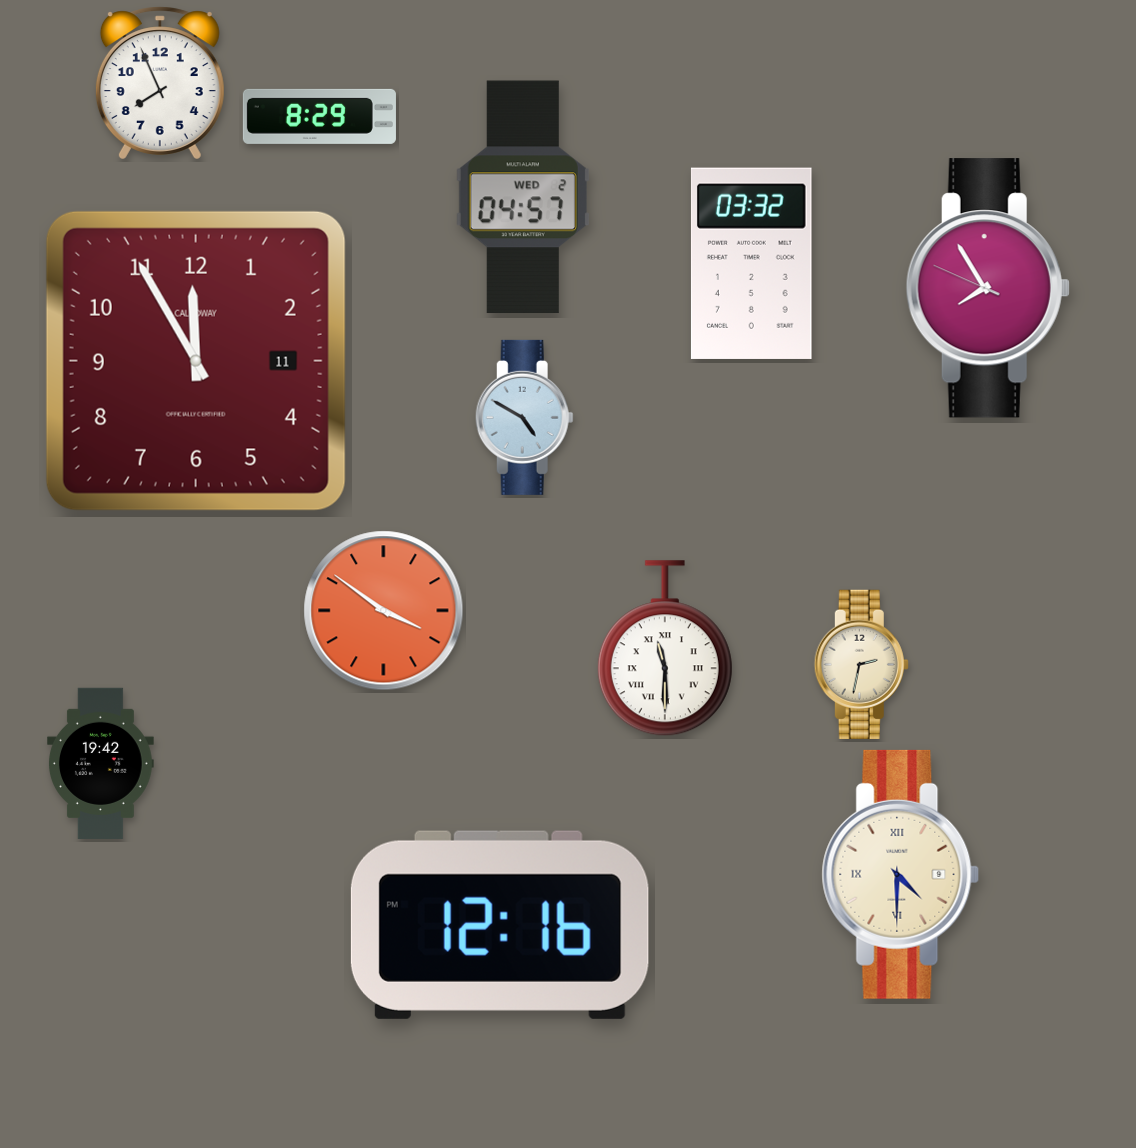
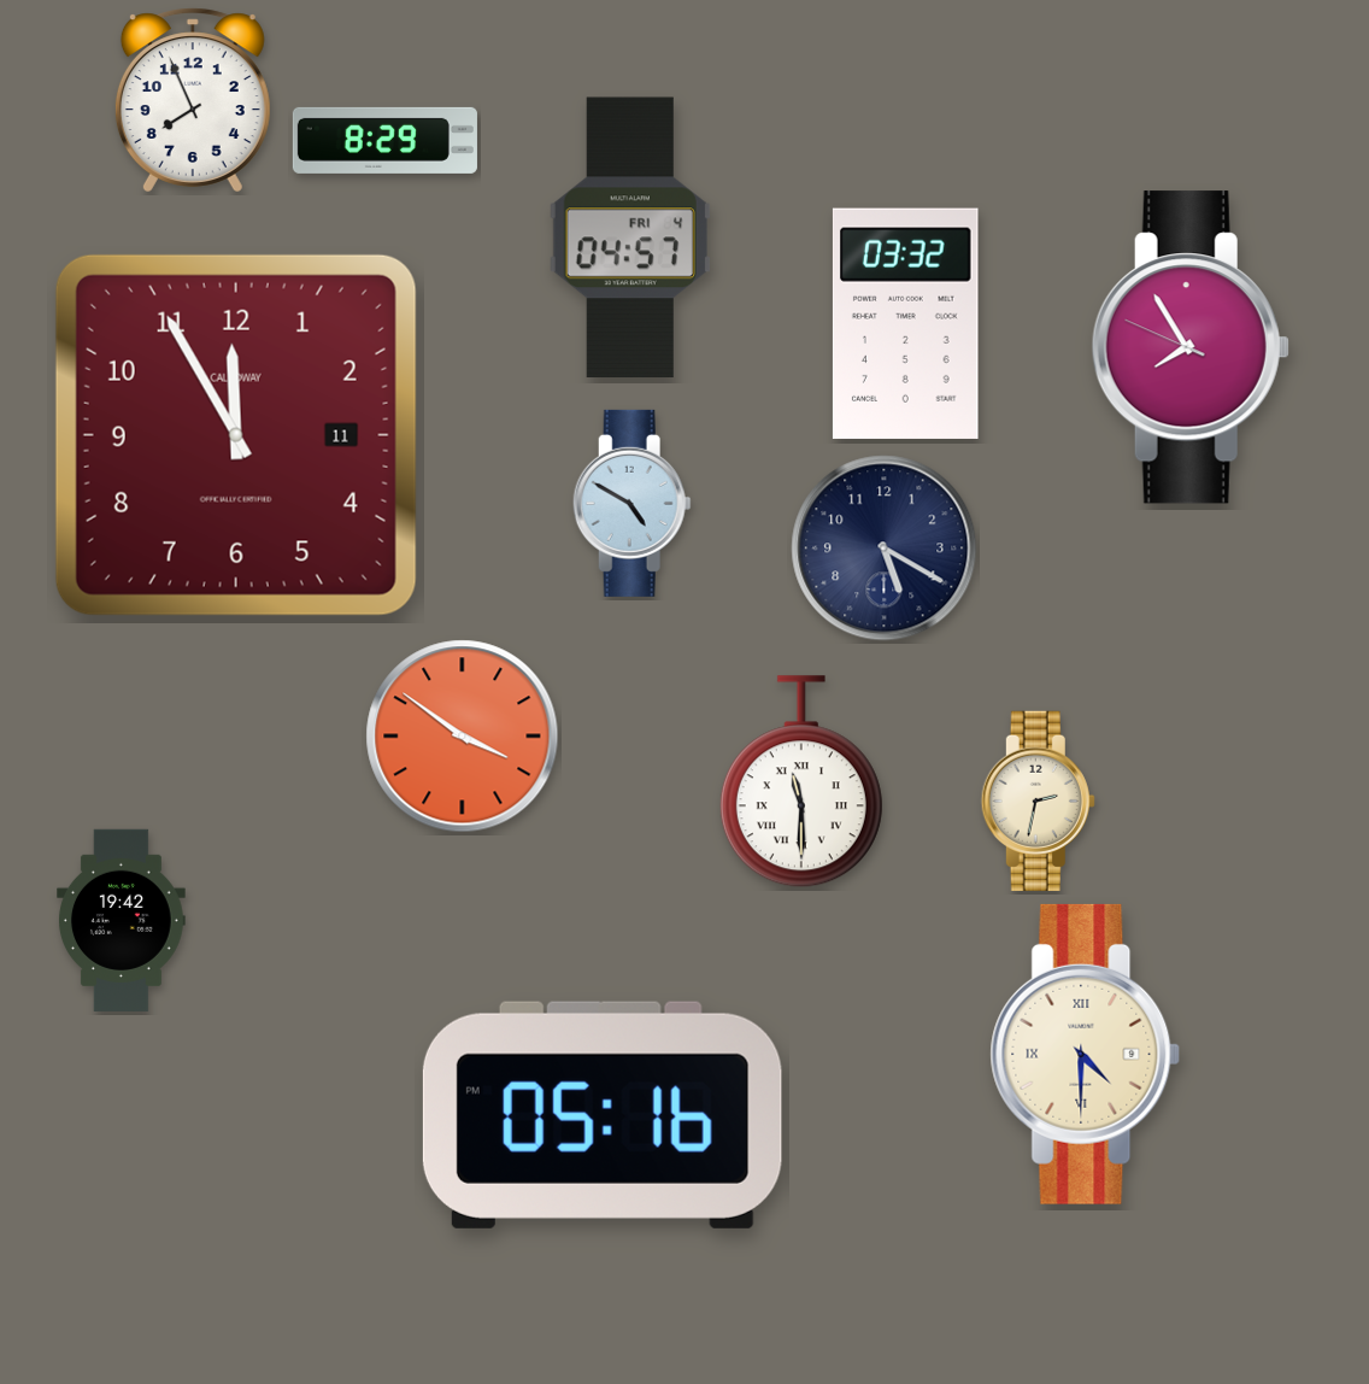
clock at (523, 197) date: WED 2 -> FRI 4
clock at (751, 263) position: (751, 263) -> (905, 323)
clock at (885, 549): none -> 5:20
clock at (500, 925): 12:16 -> 05:16
